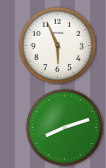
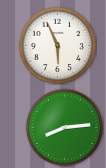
clock at (64, 127): 8:12 -> 8:14
